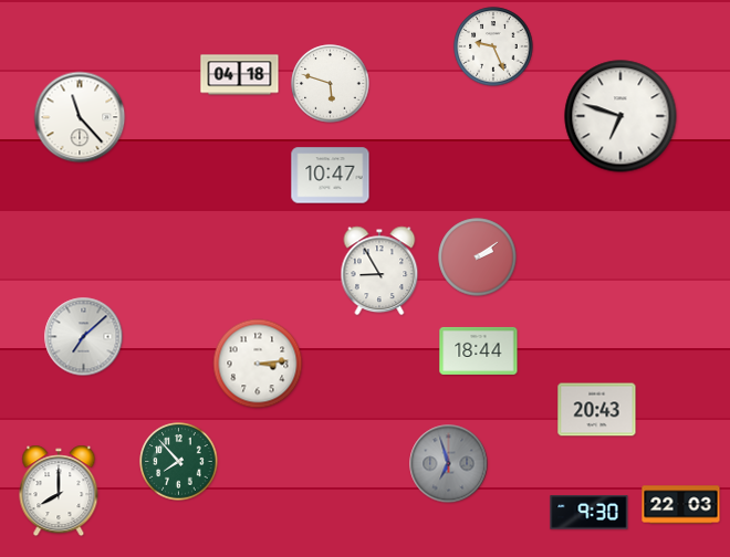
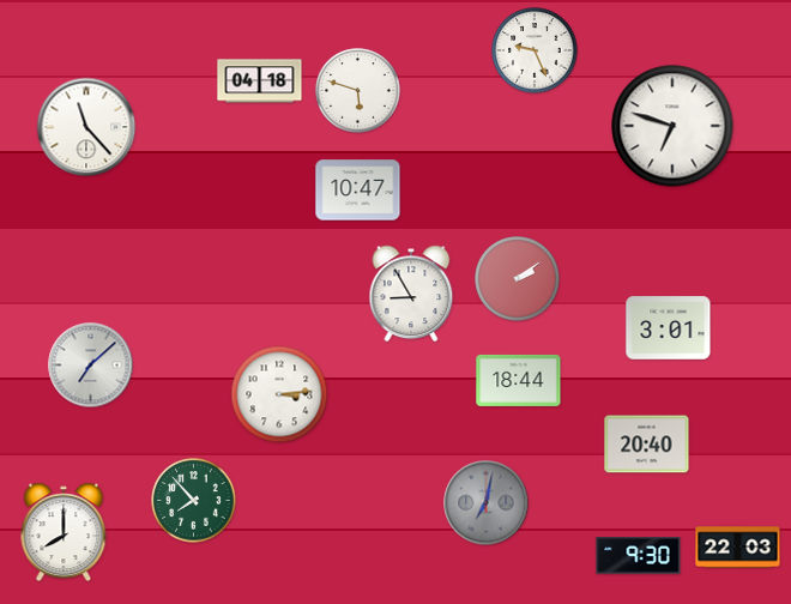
clock at (669, 328): none -> 3:01
clock at (597, 410): 20:43 -> 20:40
clock at (449, 464): 6:57 -> 7:02
